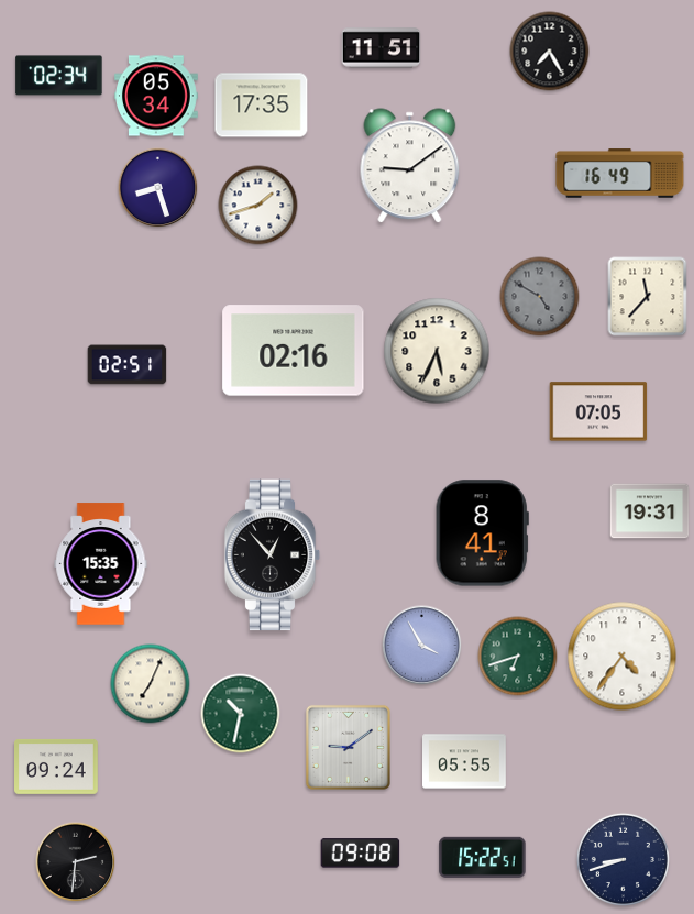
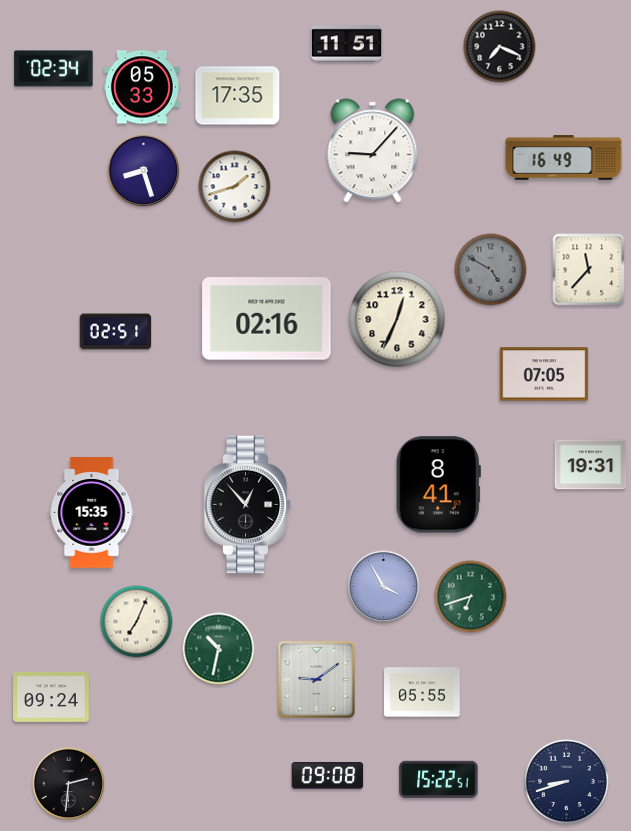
clock at (550, 52): 7:25 -> 7:19
clock at (157, 96): 05:34 -> 05:33
clock at (410, 166): 9:09 -> 9:07
clock at (437, 351): 5:34 -> 12:34
clock at (623, 657): 4:36 -> none
